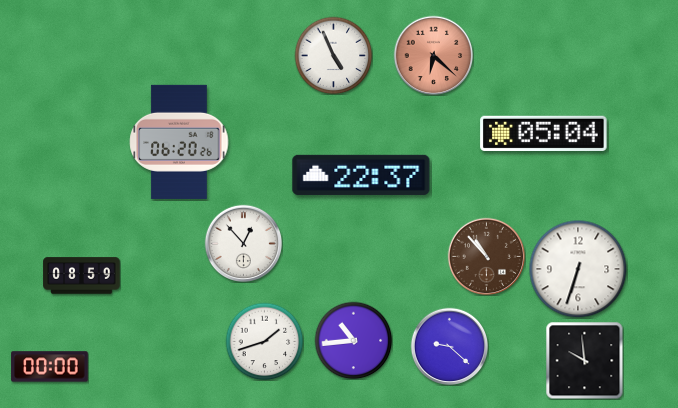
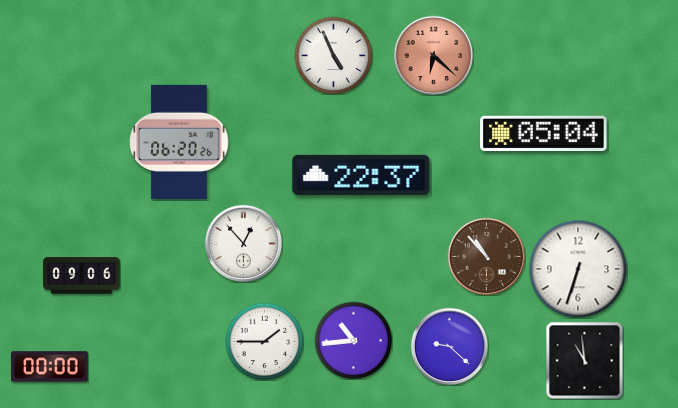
clock at (82, 276): 08:59 -> 09:06
clock at (264, 341): 1:42 -> 1:45
clock at (584, 360): 9:59 -> 10:59
